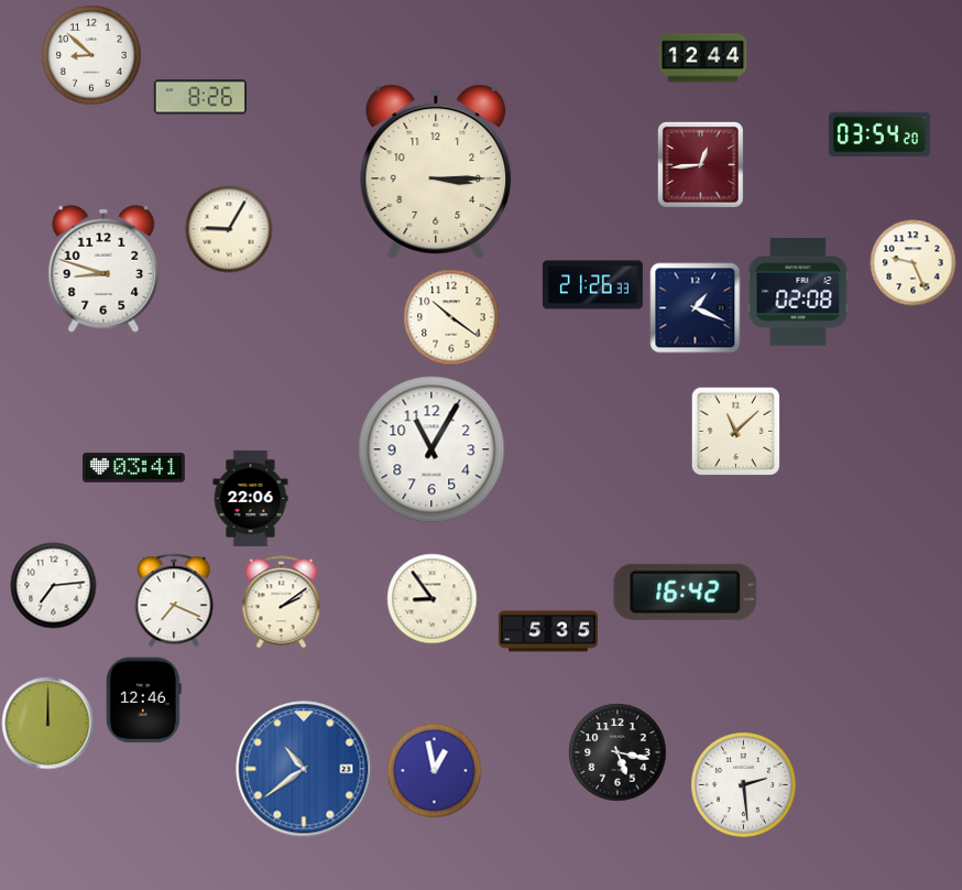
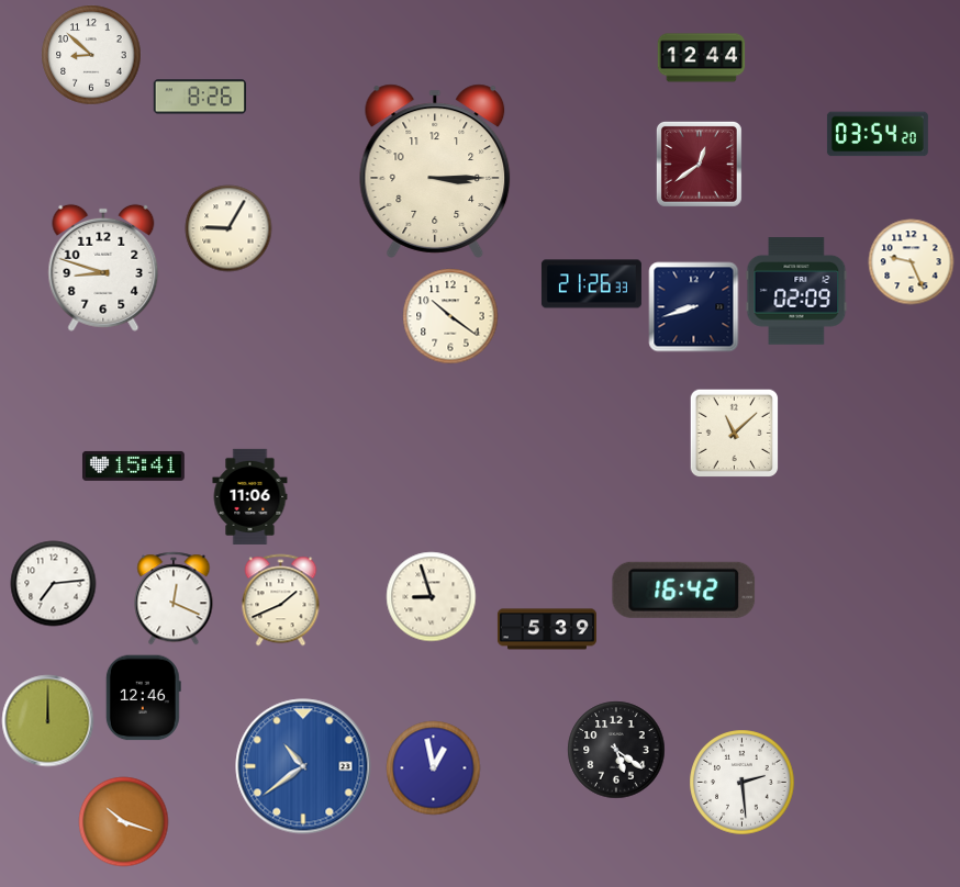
clock at (700, 164): 12:44 -> 12:39
clock at (798, 292): 02:08 -> 02:09
clock at (695, 307): 1:19 -> 8:42
clock at (735, 431) position: (735, 431) -> (734, 433)
clock at (431, 449): 11:05 -> none
clock at (133, 467): 03:41 -> 15:41
clock at (251, 498): 22:06 -> 11:06
clock at (431, 598): 8:54 -> 8:57
clock at (174, 600): 7:19 -> 12:19
clock at (282, 601): 2:09 -> 1:41
clock at (548, 631): 5:35 -> 5:39
clock at (617, 752): 5:17 -> 5:21
clock at (123, 821): none -> 10:18
